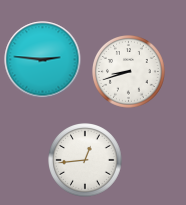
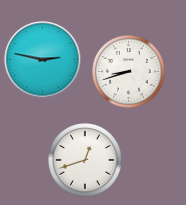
clock at (43, 60): 2:46 -> 2:47
clock at (86, 161): 12:44 -> 12:42
